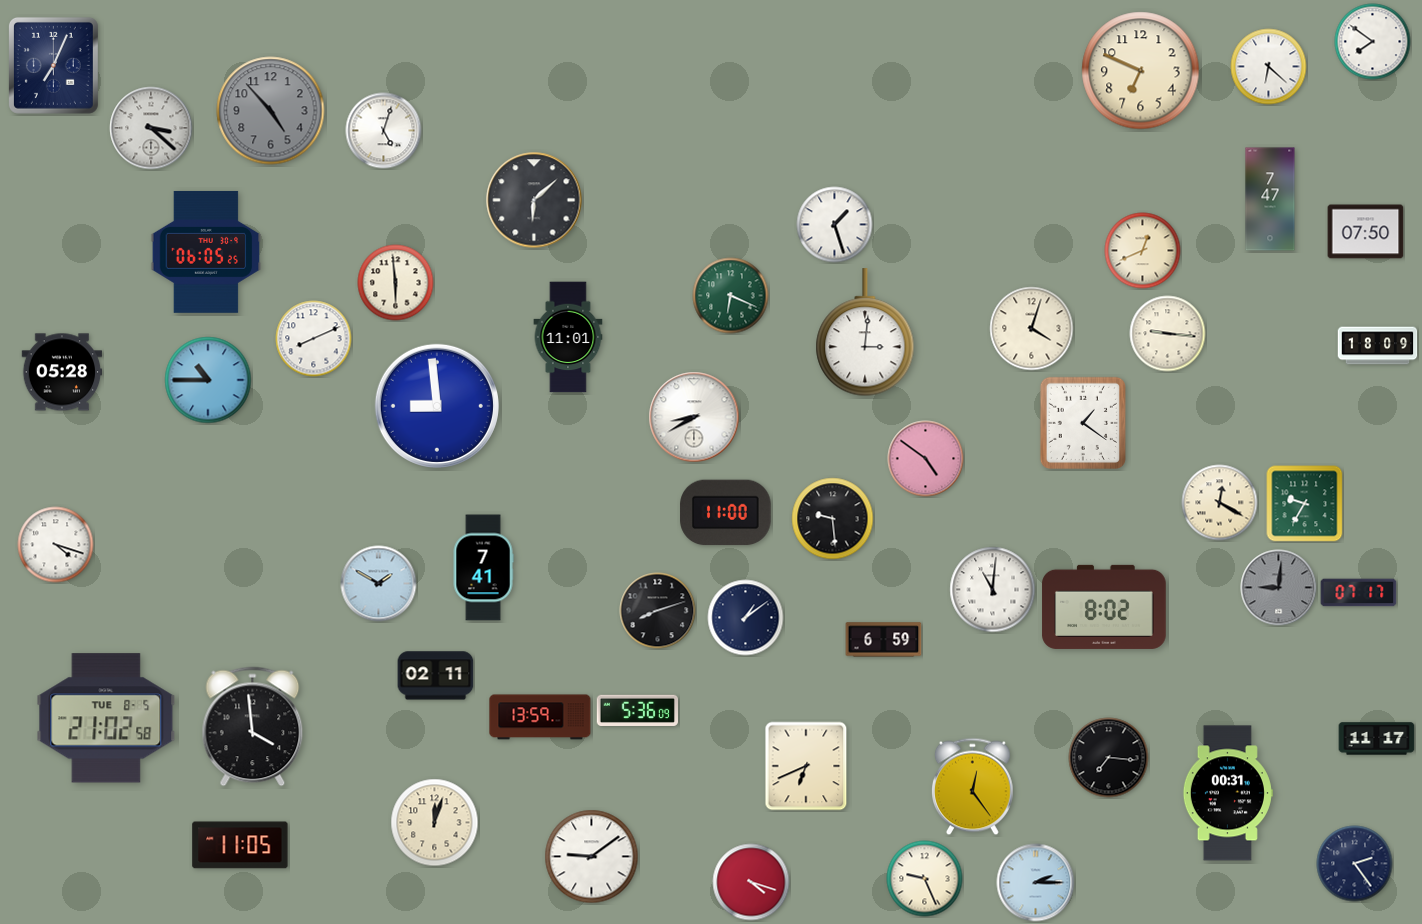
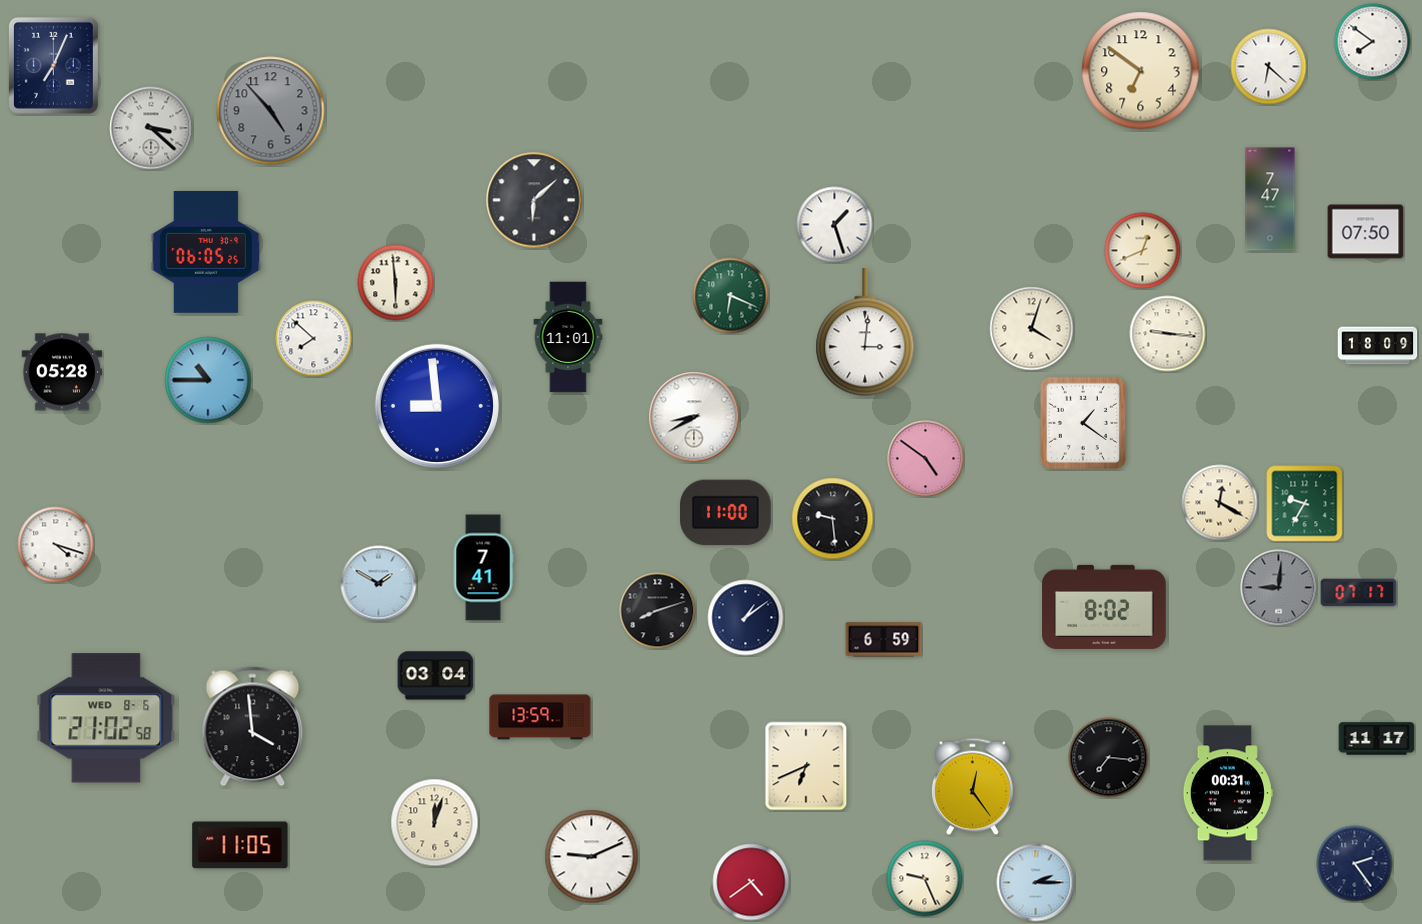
clock at (1141, 71): 6:49 -> 6:51
clock at (384, 131): 5:03 -> none
clock at (314, 339): 8:11 -> 7:52
clock at (993, 590): 11:01 -> none
clock at (436, 676): 02:11 -> 03:04
clock at (637, 710): 5:36 -> none
clock at (106, 718) date: TUE 8-5 -> WED 8-6
clock at (592, 857): 9:09 -> 9:11
clock at (751, 882): 4:18 -> 4:39
